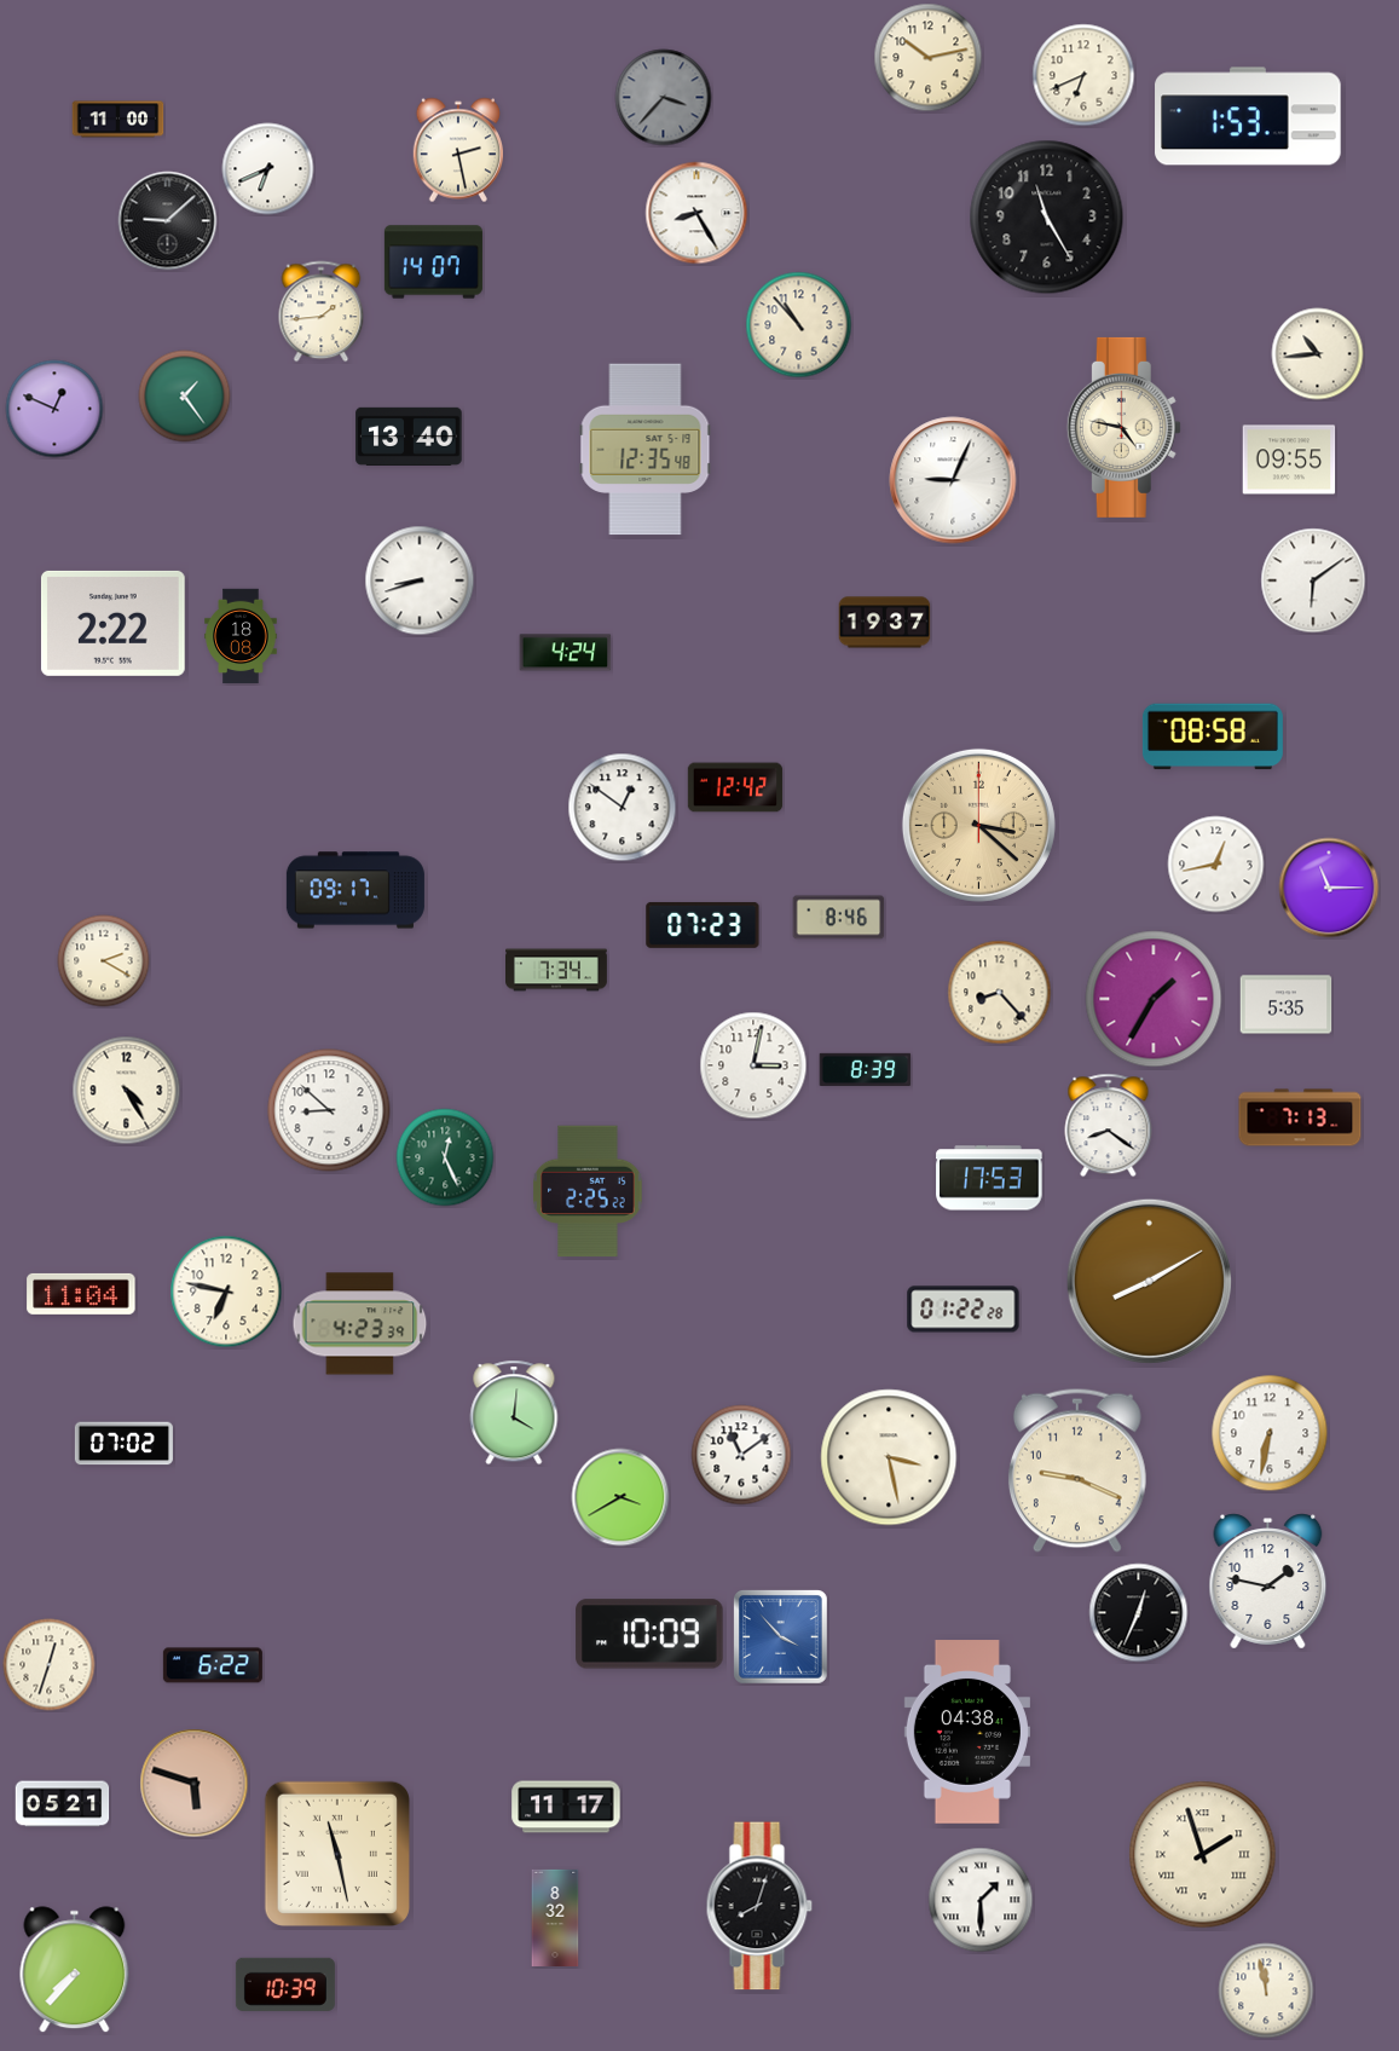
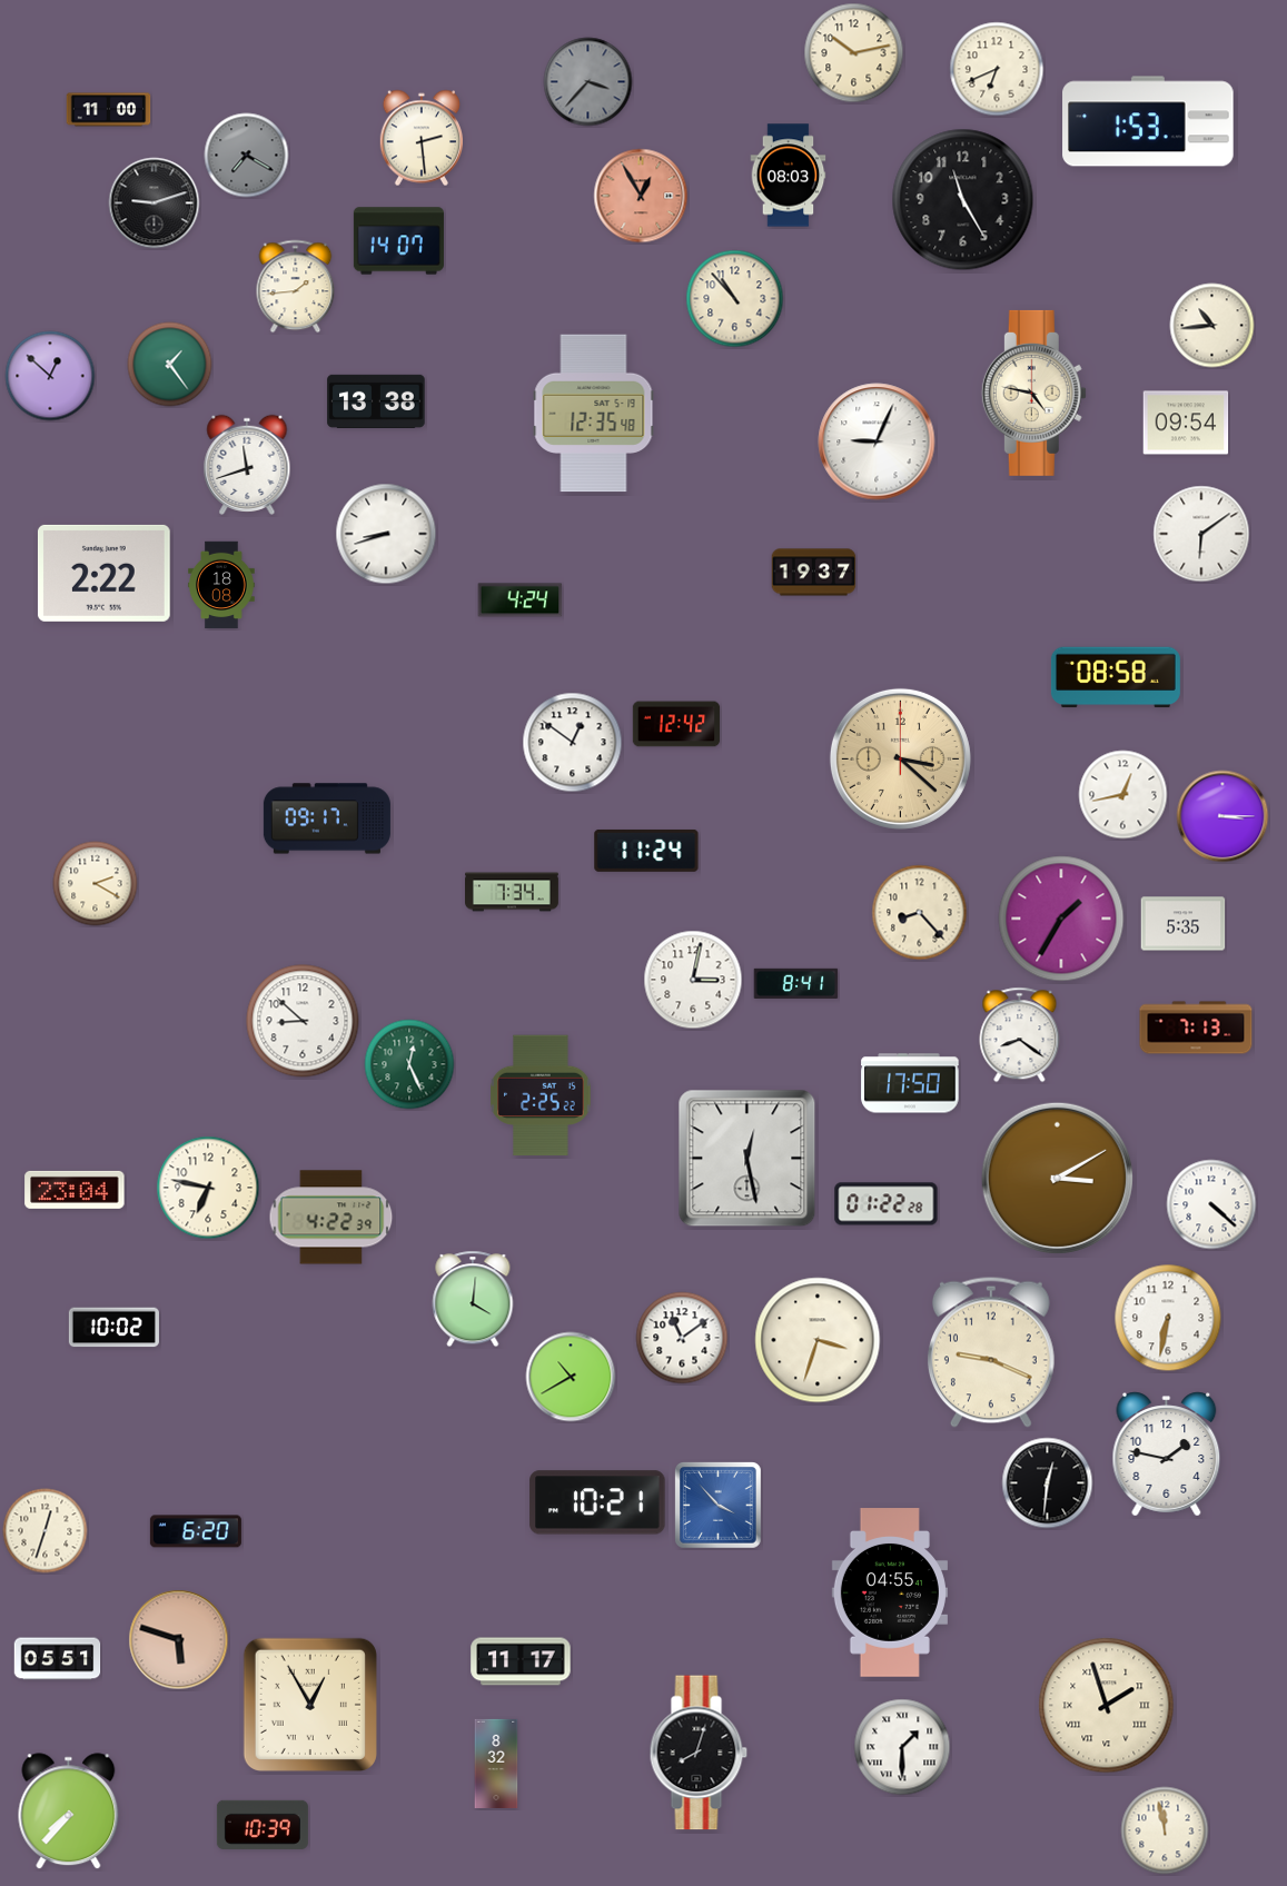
clock at (664, 98) position: (664, 98) -> (588, 82)
clock at (1248, 116) position: (1248, 116) -> (1148, 121)
clock at (457, 150): 2:28 -> 2:29
clock at (268, 169): 6:41 -> 7:20
clock at (268, 169) dial: white -> grey
clock at (789, 176): none -> 08:03
clock at (696, 213): 8:25 -> 12:55
clock at (696, 213) dial: white -> salmon
clock at (168, 221): 9:08 -> 9:12
clock at (54, 409): 12:49 -> 12:52
clock at (409, 437): 13:40 -> 13:38
clock at (1289, 460): 09:55 -> 09:54
clock at (247, 465): none -> 11:42
clock at (1313, 580) position: (1313, 580) -> (1201, 534)
clock at (1216, 865) position: (1216, 865) -> (1123, 795)
clock at (1329, 888): 11:15 -> 3:15
clock at (839, 918): 8:46 -> none
clock at (703, 925): 07:23 -> 11:24
clock at (866, 1069): 8:39 -> 8:41
clock at (127, 1091): 4:25 -> none
clock at (989, 1178): 17:53 -> 17:50
clock at (748, 1159): none -> 12:28
clock at (1149, 1281): 8:10 -> 3:10
clock at (81, 1294): 11:04 -> 23:04
clock at (1211, 1204): none -> 4:22
clock at (360, 1324): 4:23 -> 4:22
clock at (123, 1444): 07:02 -> 10:02
clock at (889, 1457): 3:28 -> 3:33
clock at (620, 1497): 3:40 -> 10:40
clock at (1139, 1613): 12:34 -> 12:31
clock at (649, 1634): 10:09 -> 10:21
clock at (213, 1665): 6:22 -> 6:20
clock at (967, 1732): 04:38 -> 04:55
clock at (63, 1804): 05:21 -> 05:51
clock at (337, 1854): 11:28 -> 12:55
clock at (555, 1917) position: (555, 1917) -> (496, 1763)
